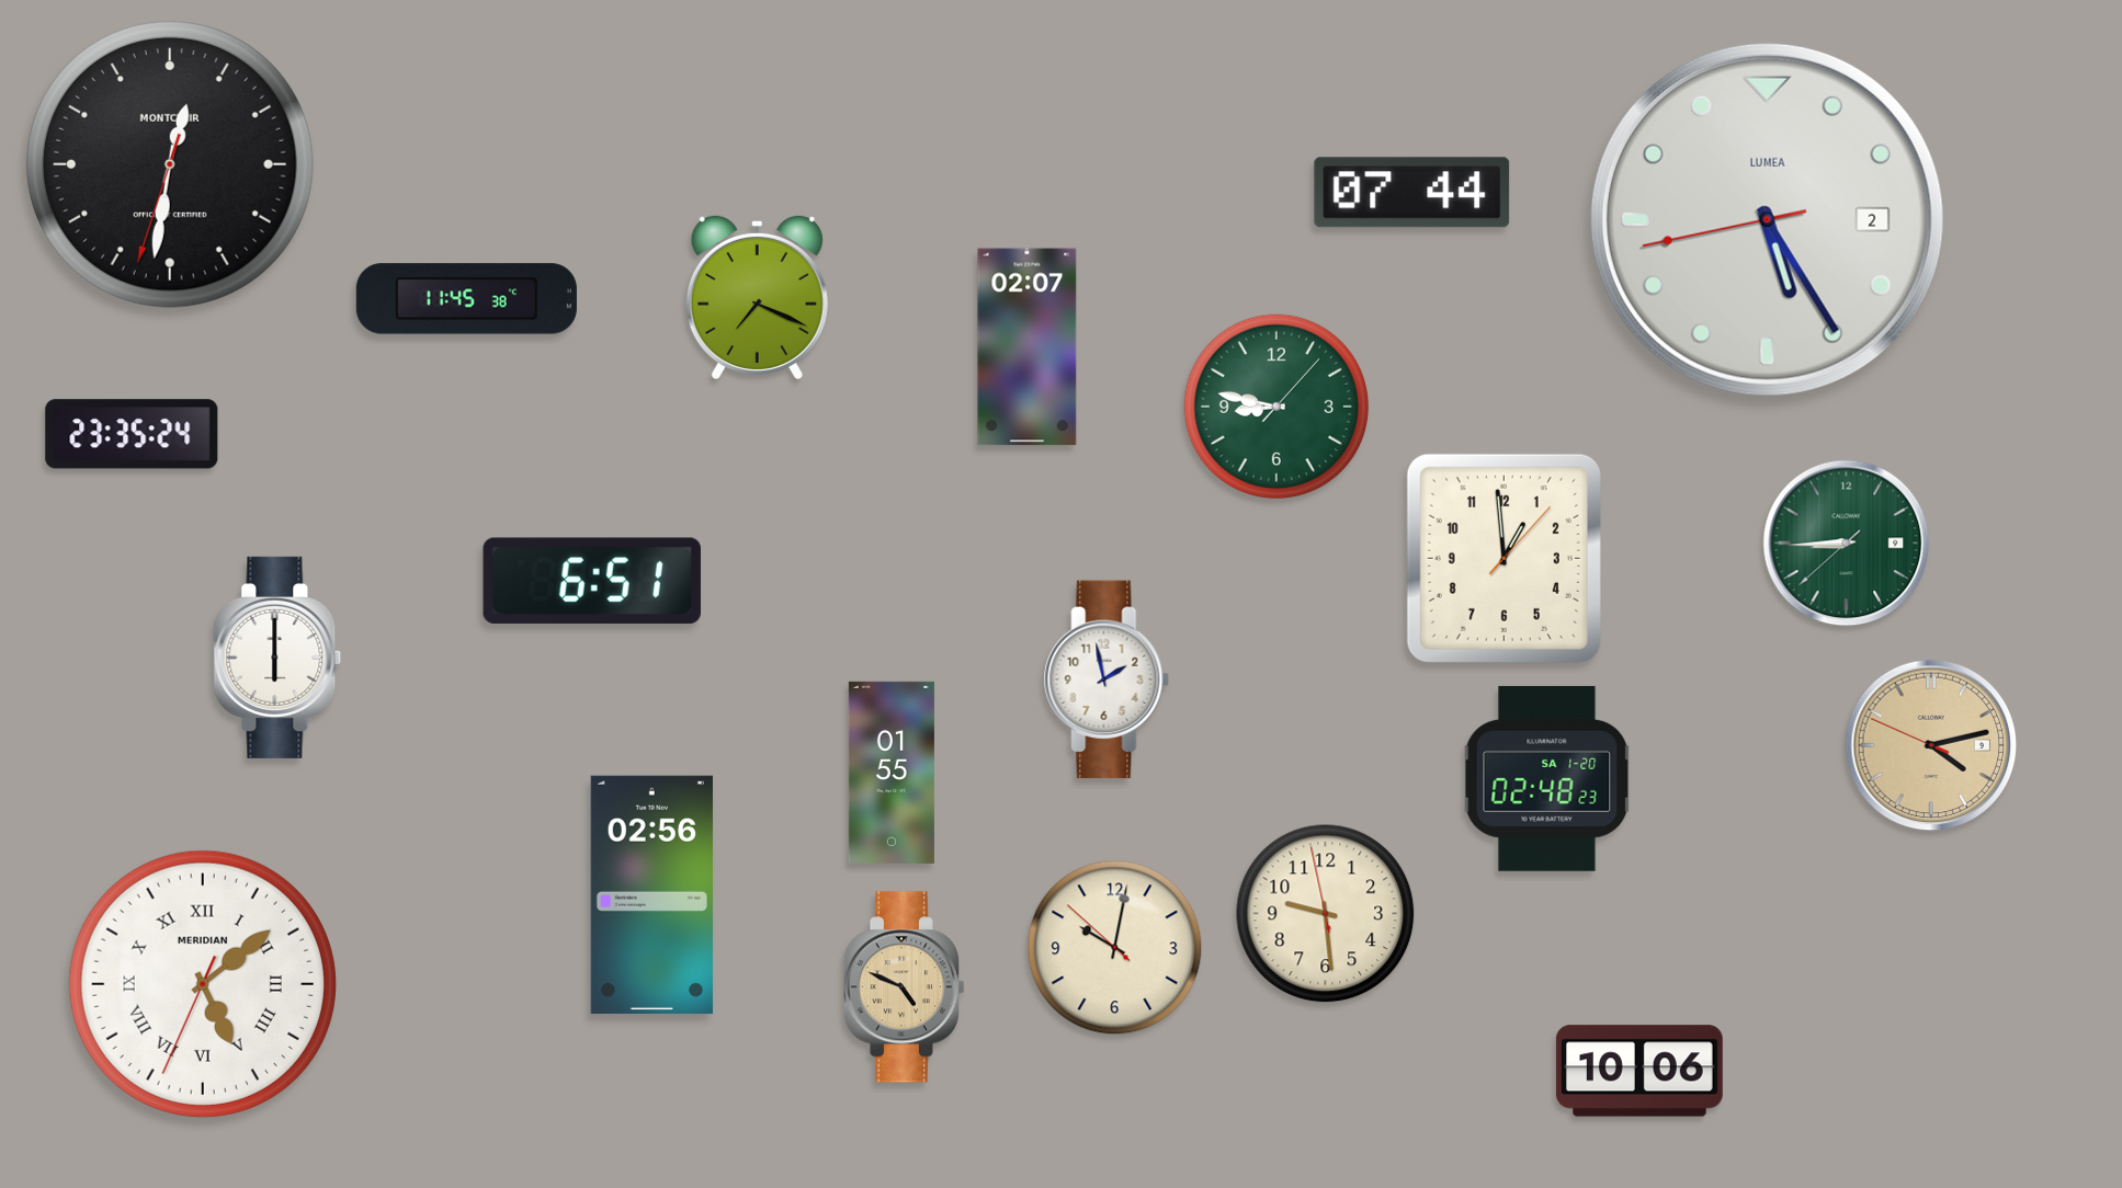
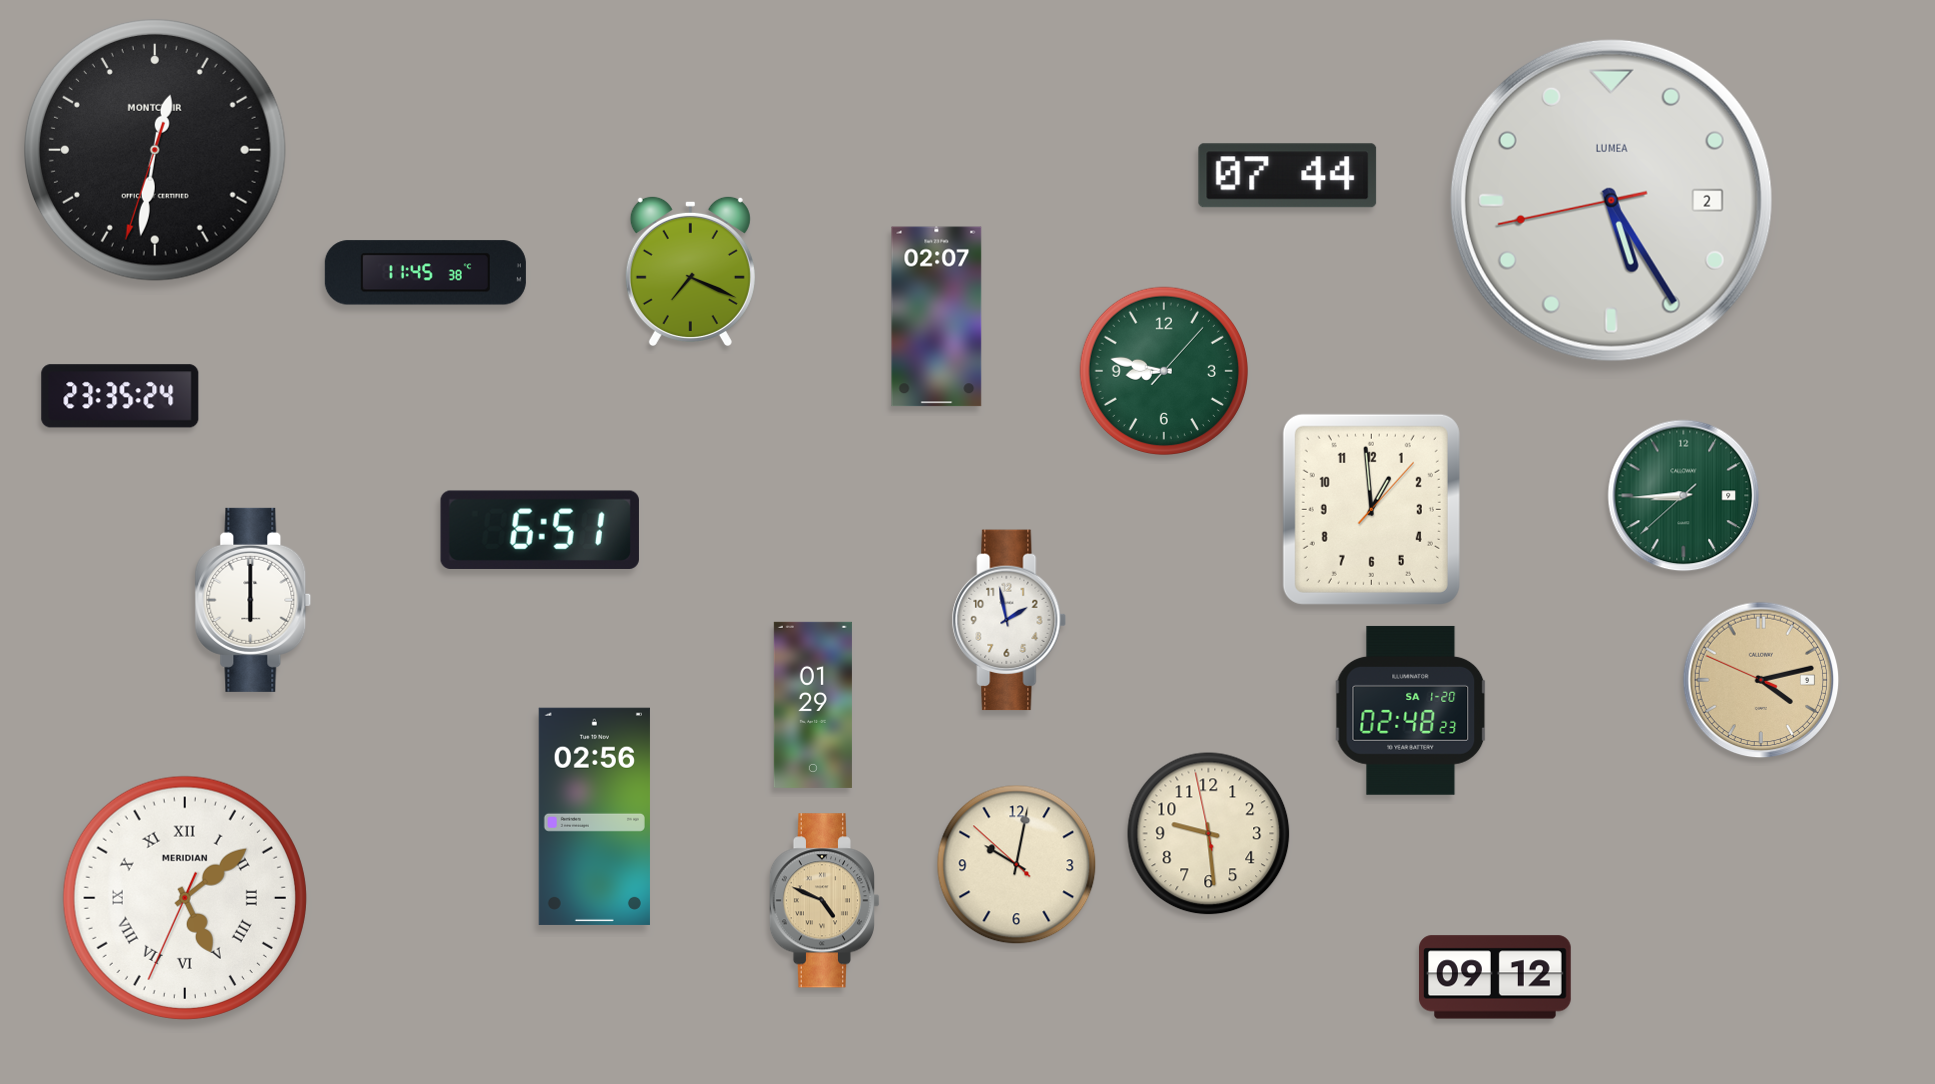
clock at (892, 773): 01:55 -> 01:29
clock at (1641, 1071): 10:06 -> 09:12
